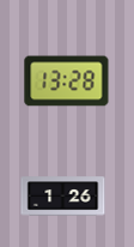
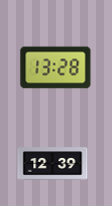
clock at (63, 197): 1:26 -> 12:39
